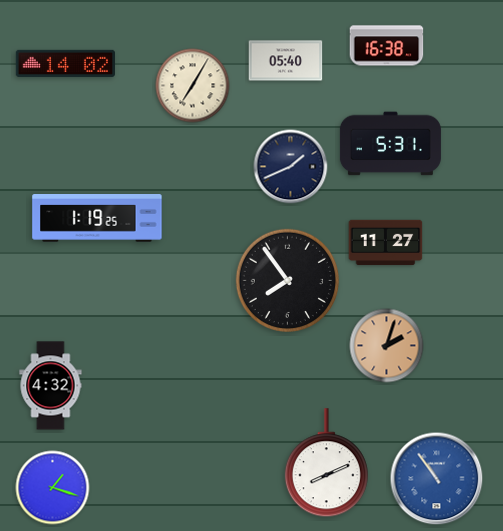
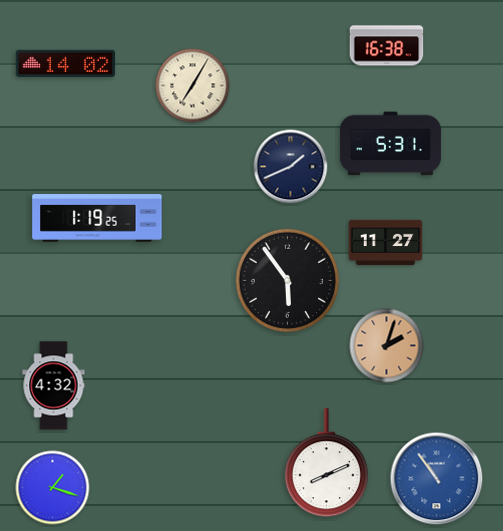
clock at (286, 61): 05:40 -> none
clock at (287, 280): 7:54 -> 5:54
clock at (51, 386) position: (51, 386) -> (54, 386)
